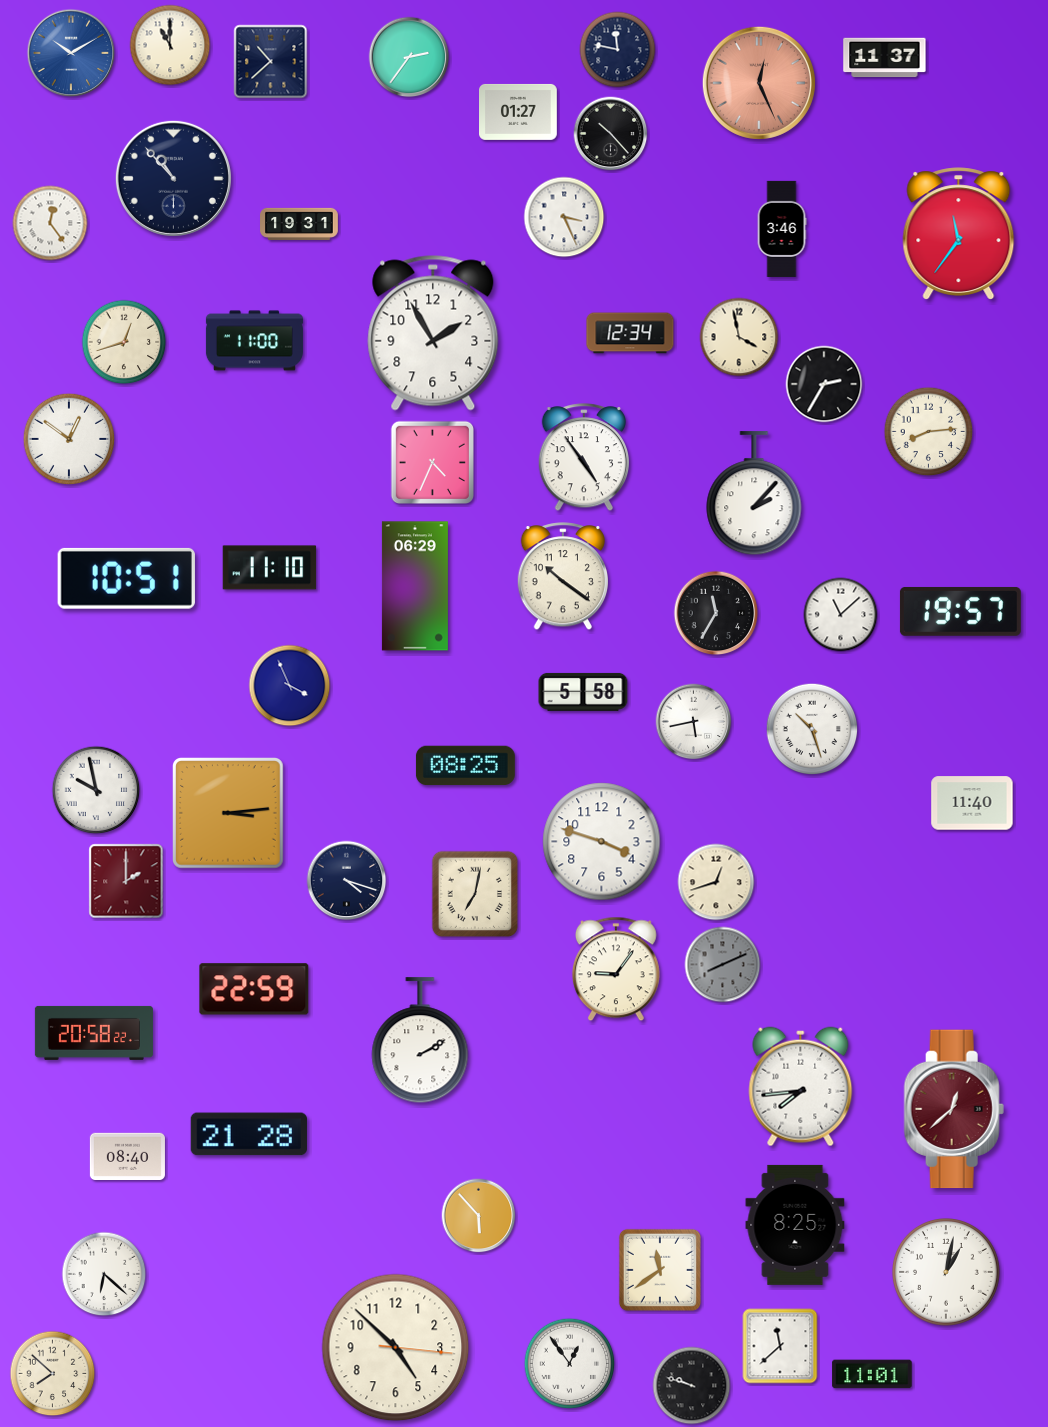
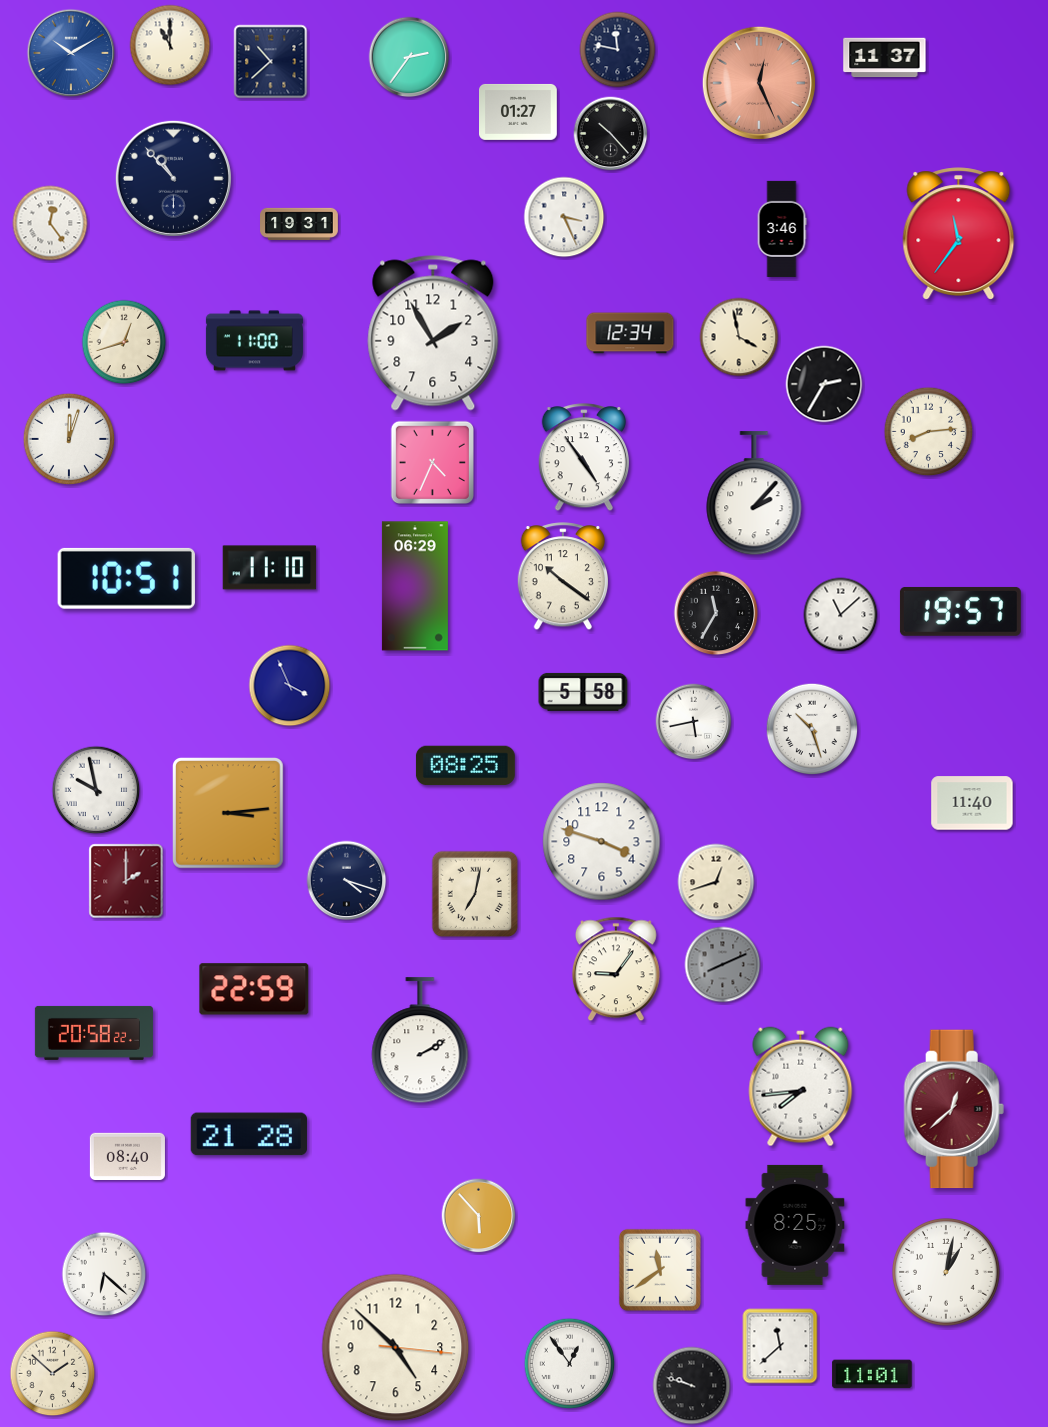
clock at (69, 439): 12:51 -> 12:03
clock at (53, 1374): 7:52 -> 1:52
